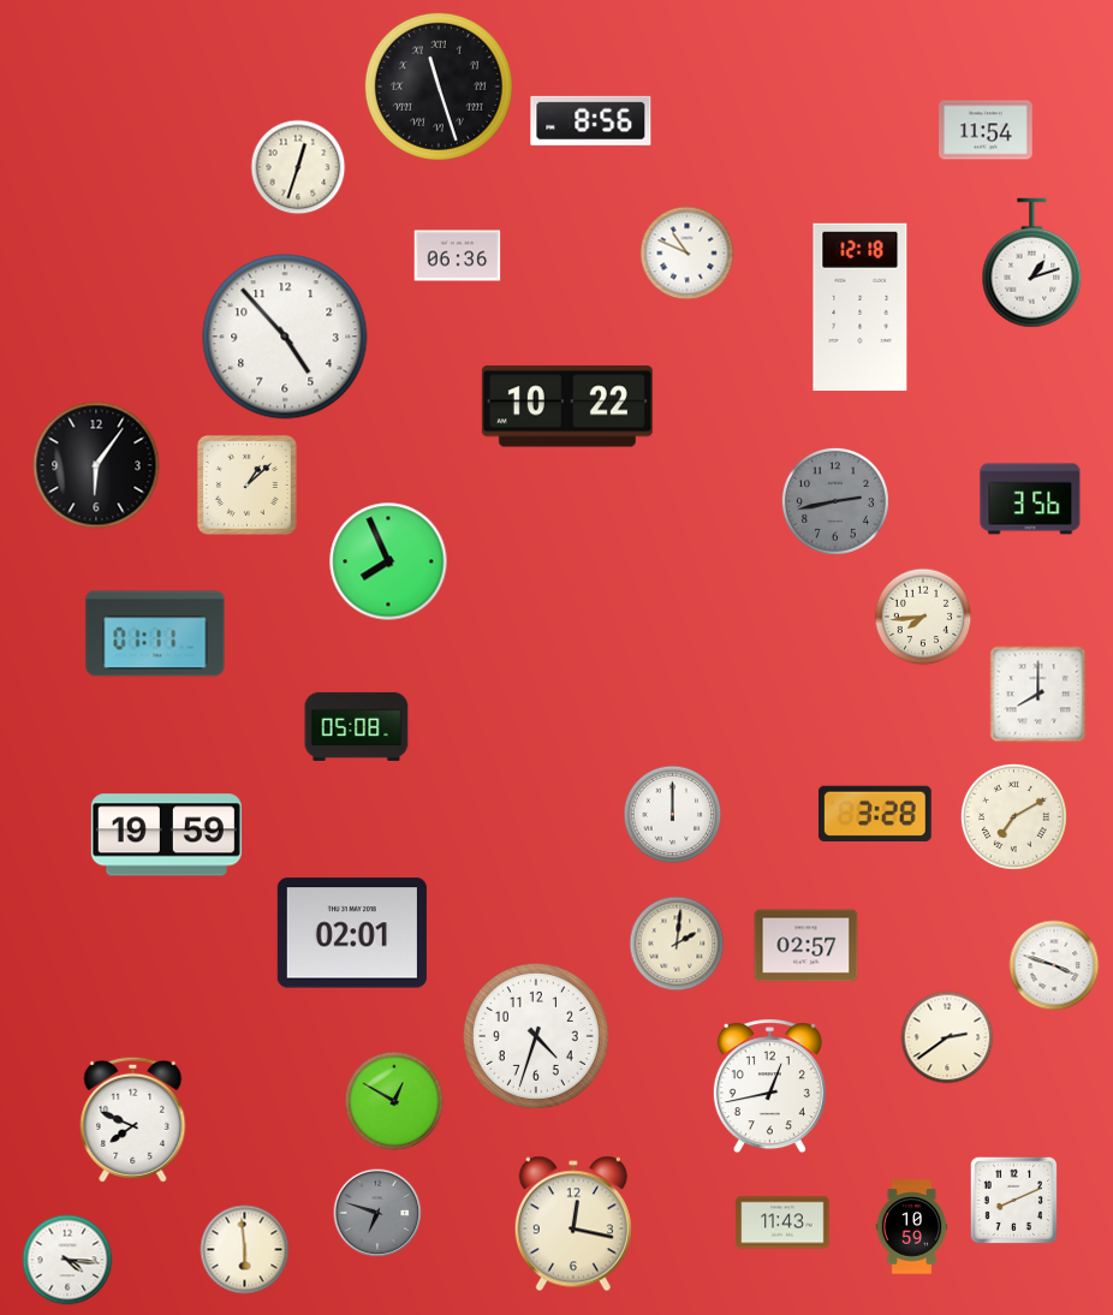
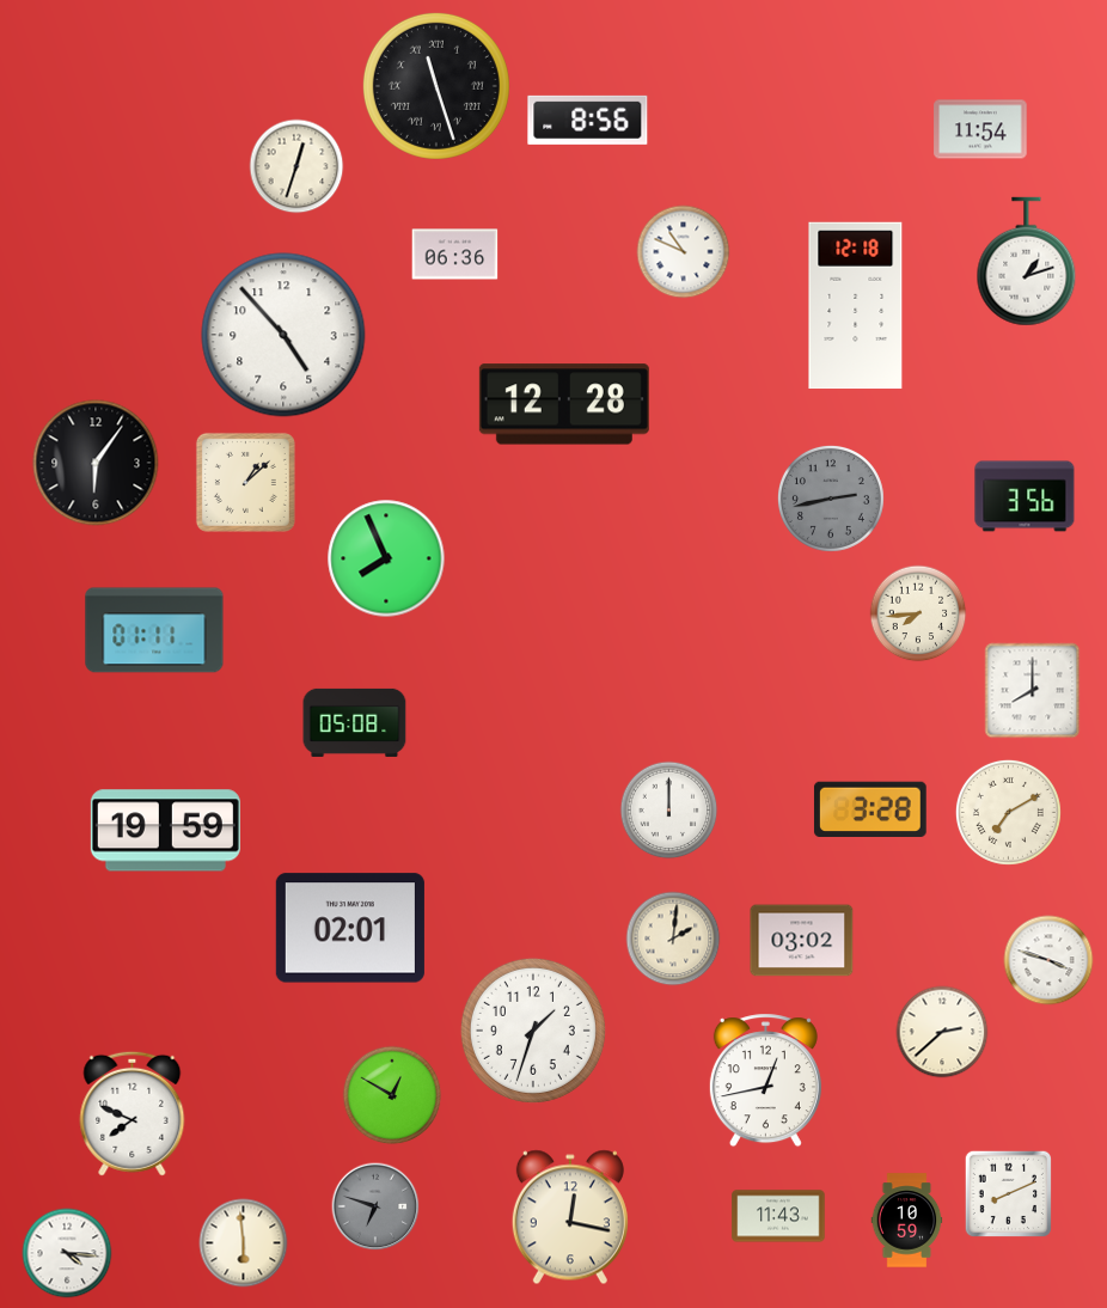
clock at (567, 406): 10:22 -> 12:28
clock at (807, 946): 02:57 -> 03:02
clock at (536, 1036): 4:33 -> 1:33
clock at (947, 1037): 2:39 -> 2:38
